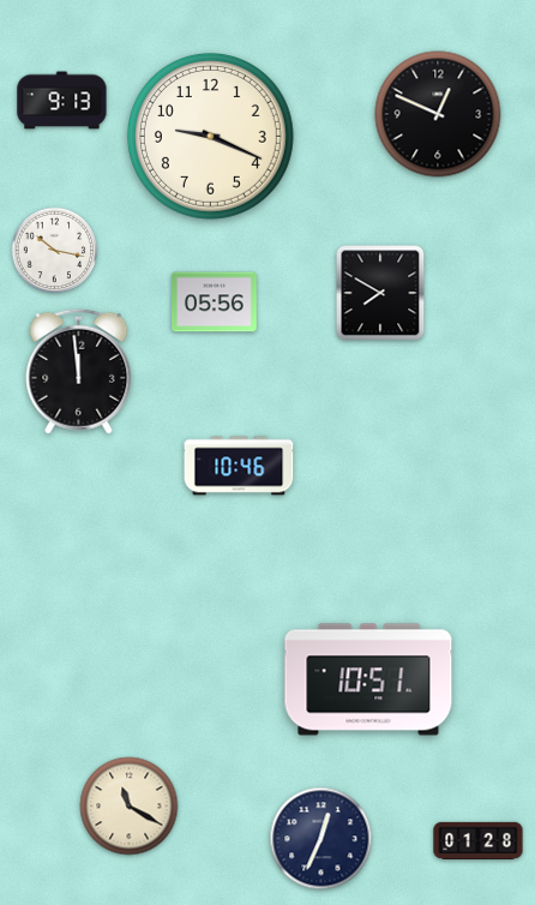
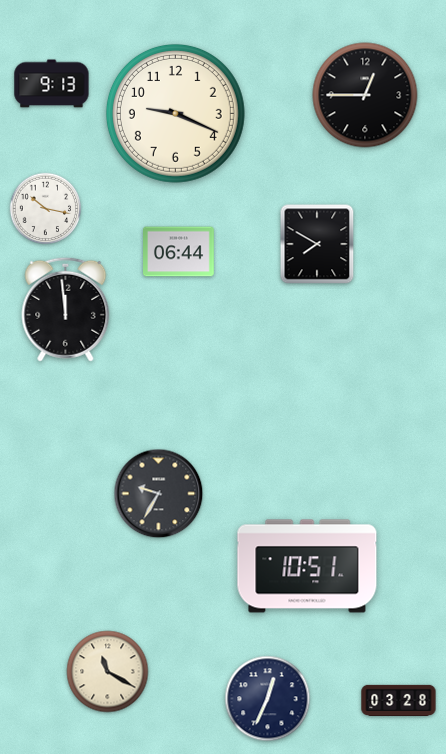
clock at (438, 114): 12:49 -> 12:45
clock at (215, 302): 05:56 -> 06:44
clock at (239, 466): 10:46 -> none
clock at (159, 494): none -> 9:35
clock at (479, 840): 01:28 -> 03:28
